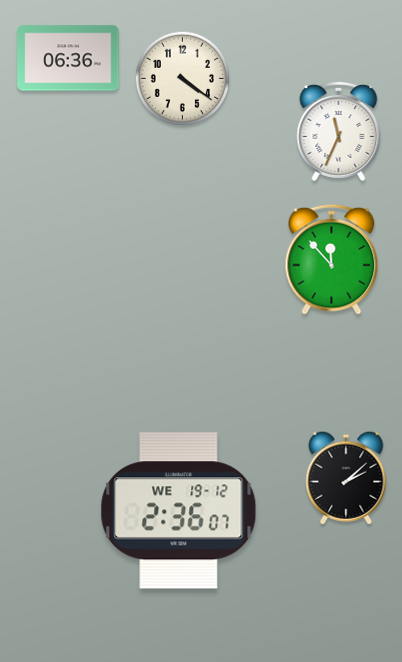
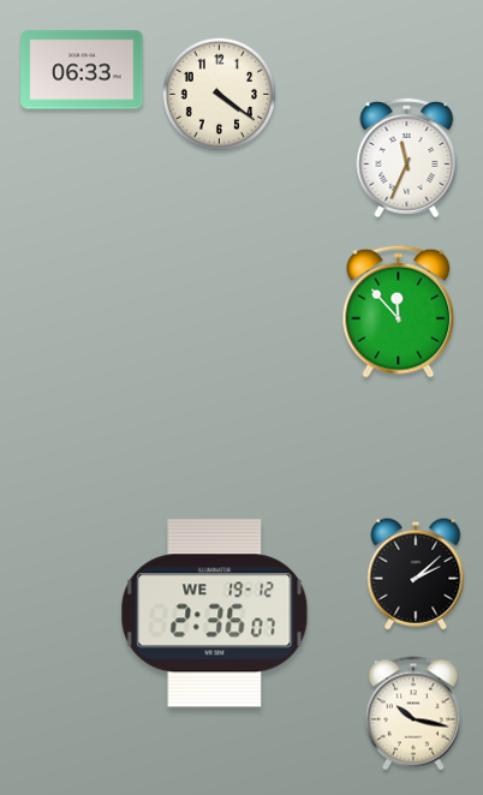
clock at (68, 58): 06:36 -> 06:33
clock at (413, 713): none -> 10:17
